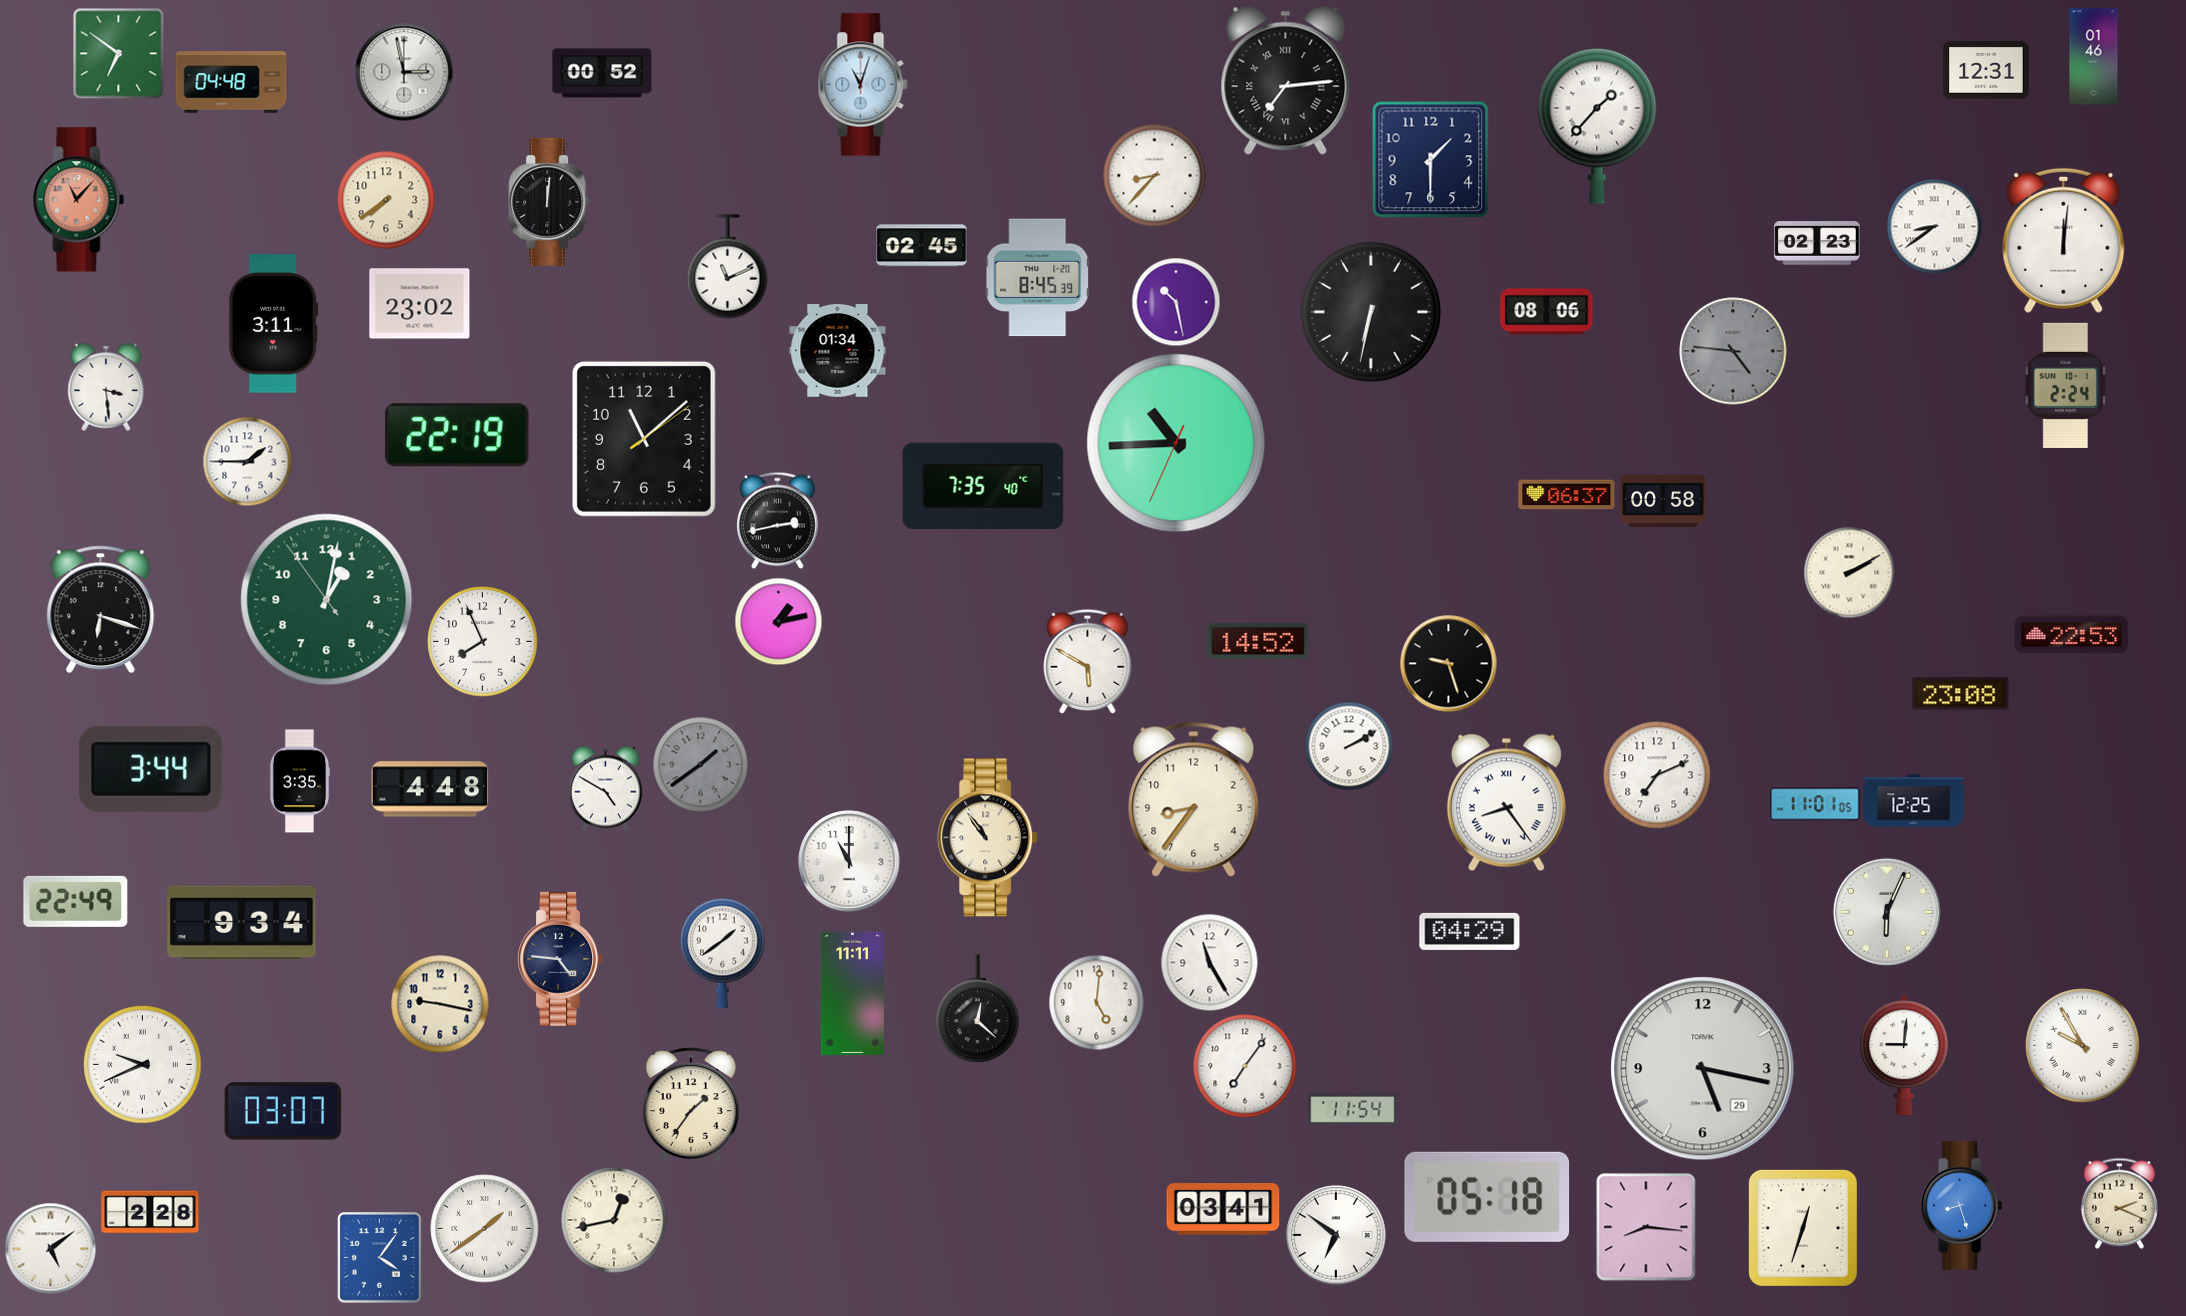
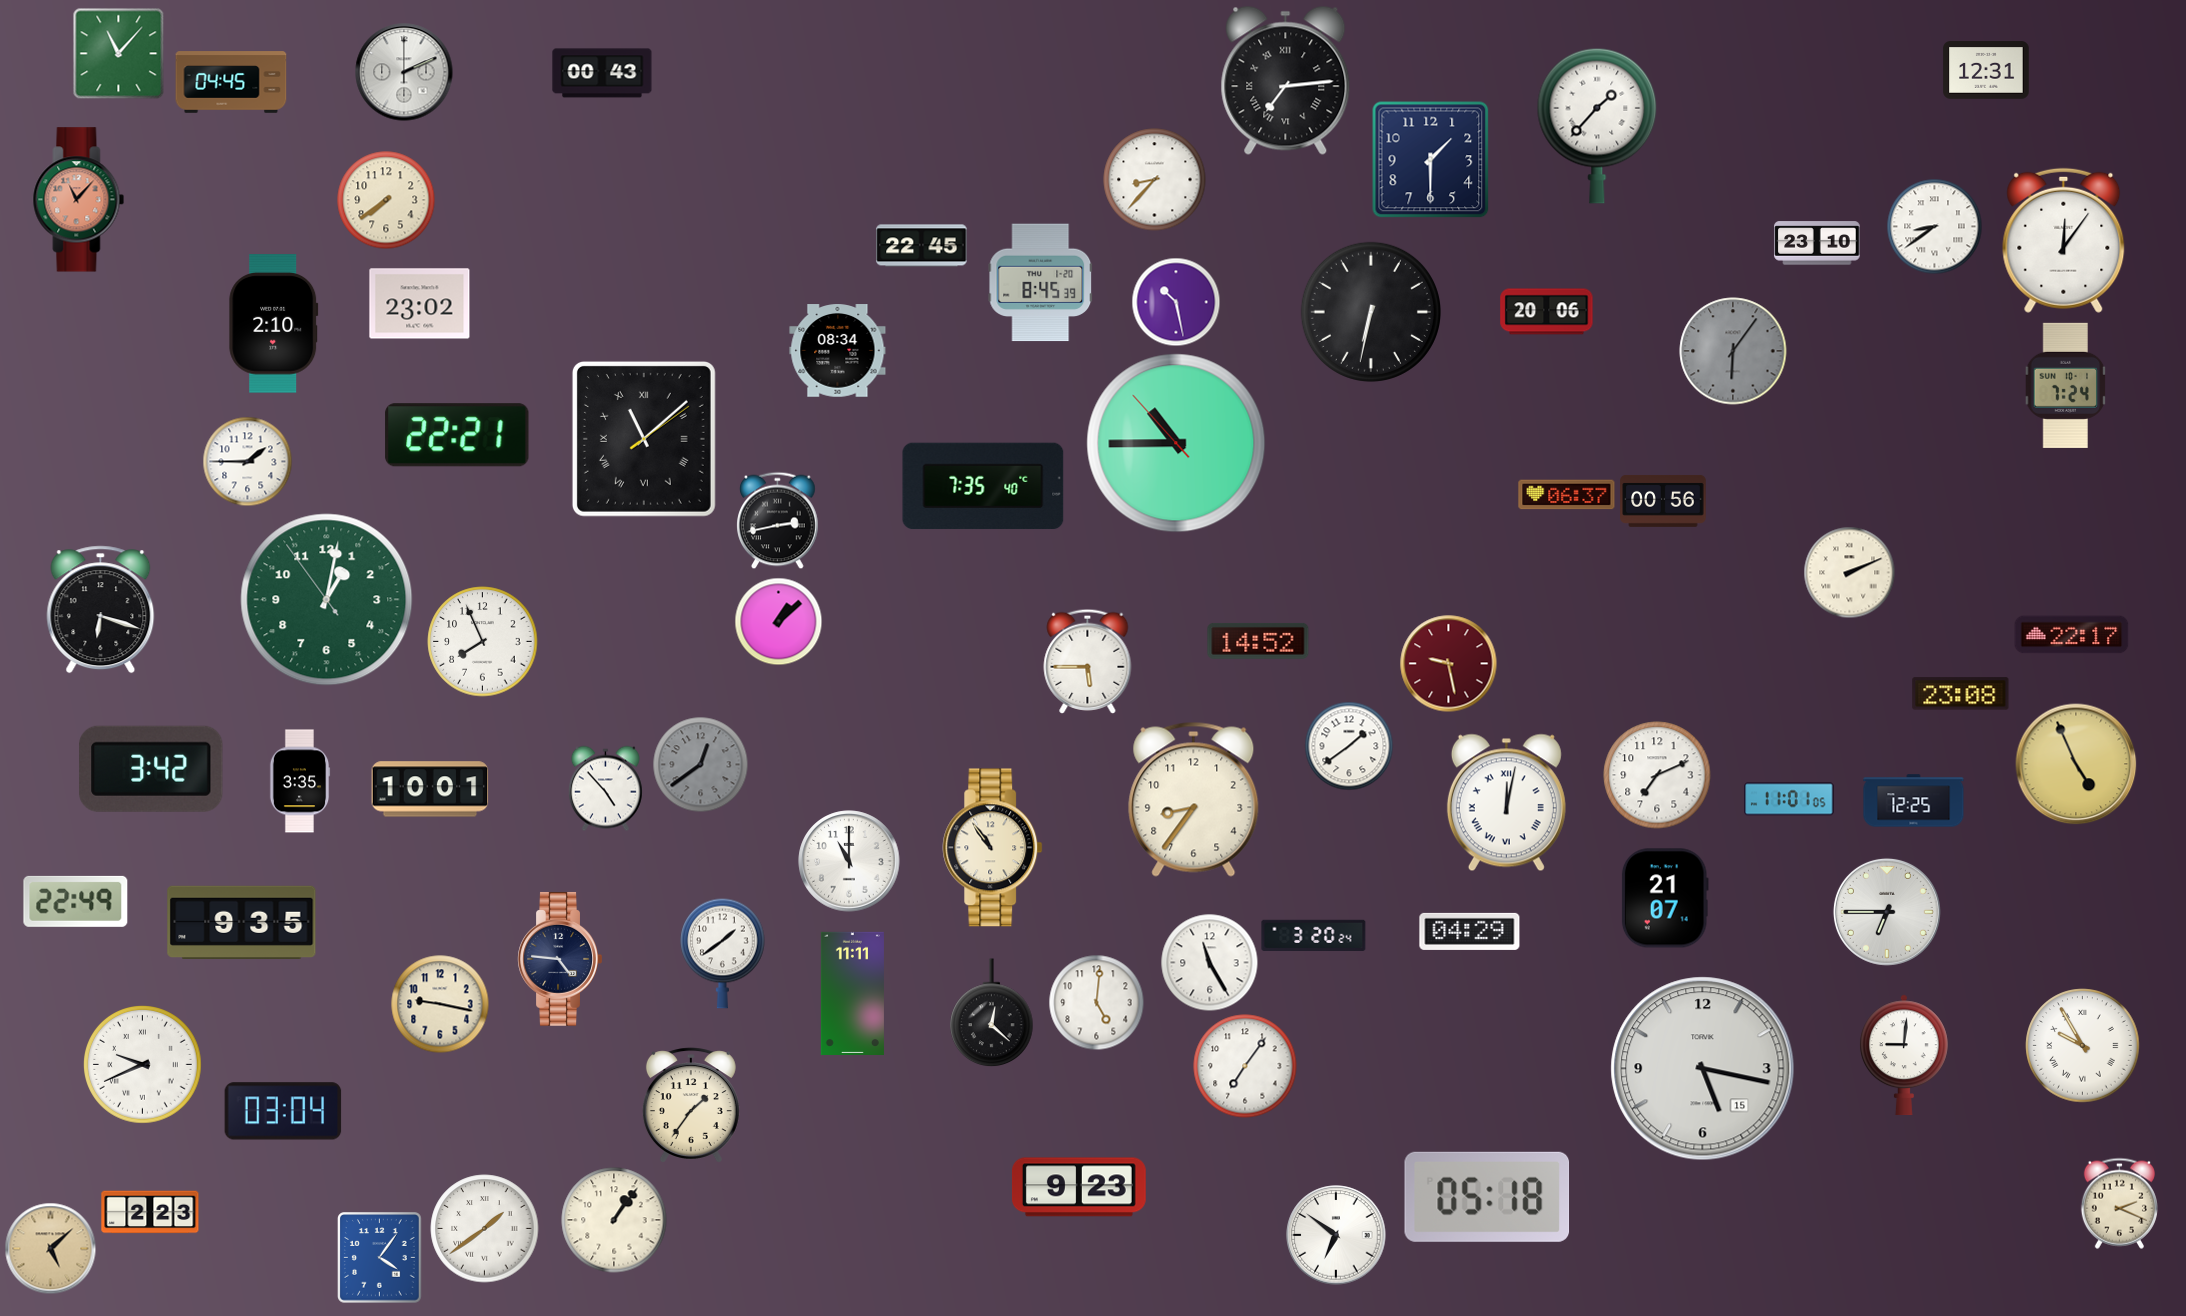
clock at (118, 53): 6:51 -> 11:07
clock at (2094, 57): 01:46 -> none
clock at (404, 72): 2:58 -> 2:11
clock at (602, 73): 00:52 -> 00:43
clock at (231, 82): 04:48 -> 04:45
clock at (863, 85): 11:03 -> none
clock at (1155, 176) position: (1155, 176) -> (1155, 180)
clock at (549, 202): 12:01 -> none
clock at (2064, 240): 12:01 -> 12:06
clock at (1817, 243): 02:23 -> 23:10
clock at (922, 246): 02:45 -> 22:45
clock at (728, 267): 11:11 -> none
clock at (1038, 278) position: (1038, 278) -> (1041, 283)
clock at (1547, 312): 08:06 -> 20:06
clock at (274, 324): 3:11 -> 2:10
clock at (838, 351): 01:34 -> 08:34
clock at (1733, 351): 4:46 -> 6:06
clock at (2066, 385): 2:24 -> 7:24
clock at (106, 387): 3:29 -> none
clock at (457, 435): 22:19 -> 22:21
clock at (644, 439) numerals: Arabic -> Roman
clock at (1176, 443): 10:44:34 -> 10:44:53
clock at (1663, 501): 00:58 -> 00:56
clock at (1849, 572): 2:10 -> 2:11
clock at (778, 621): 1:13 -> 1:08
clock at (2072, 635): 22:53 -> 22:17
clock at (1088, 661): 5:50 -> 5:45
clock at (1449, 664): 9:27 -> 9:28
clock at (1449, 664) dial: black -> burgundy
clock at (1349, 746): 2:10 -> 1:39
clock at (700, 764): 1:39 -> 12:39
clock at (2076, 764): none -> 4:56
clock at (151, 769): 3:44 -> 3:42
clock at (605, 788): 4:50 -> 4:53
clock at (430, 789): 4:48 -> 10:01
clock at (1506, 803): 8:24 -> 12:02
clock at (1815, 804) position: (1815, 804) -> (1789, 799)
clock at (988, 838) position: (988, 838) -> (993, 848)
clock at (1665, 898): none -> 21:07
clock at (1887, 912): 6:04 -> 6:45
clock at (242, 922): 9:34 -> 9:35
clock at (1314, 935): none -> 3:20
clock at (978, 1009) position: (978, 1009) -> (992, 1013)
clock at (1703, 1069) date: 29 -> 15
clock at (1353, 1110): 11:54 -> none
clock at (283, 1111): 03:07 -> 03:04
clock at (1079, 1187): none -> 9:23
clock at (1962, 1205): 8:27 -> none
clock at (1223, 1210): 03:41 -> none
clock at (150, 1212): 2:28 -> 2:23
clock at (614, 1220): 12:43 -> 1:06
clock at (1646, 1227): 8:16 -> none
clock at (1803, 1228): 12:33 -> none
clock at (50, 1248): 5:09 -> 5:08
clock at (50, 1248) dial: white -> champagne
